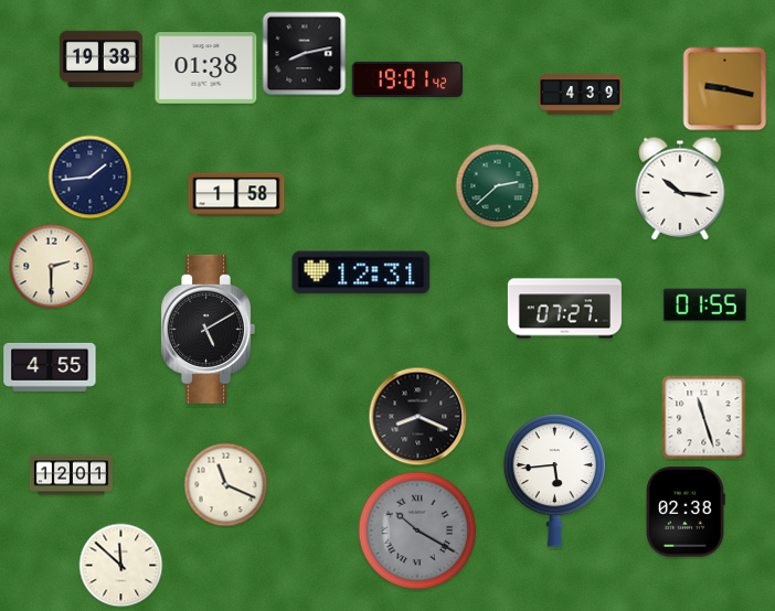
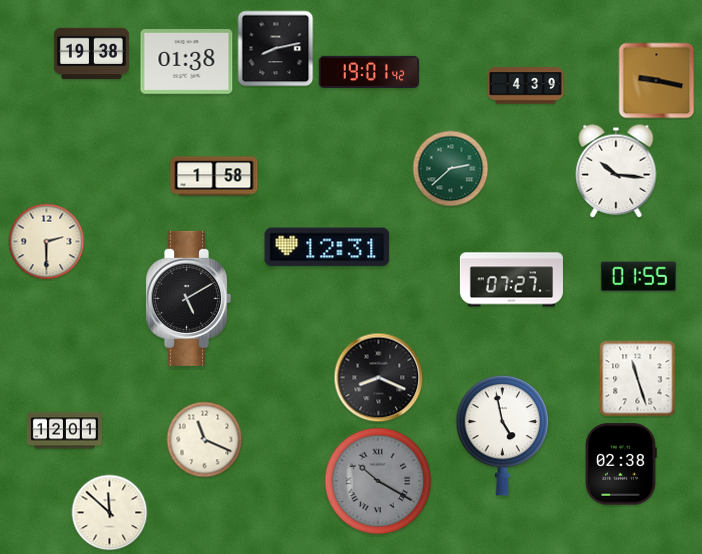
clock at (91, 178): 1:44 -> none
clock at (50, 367): 4:55 -> none
clock at (555, 480): 5:44 -> 4:58
